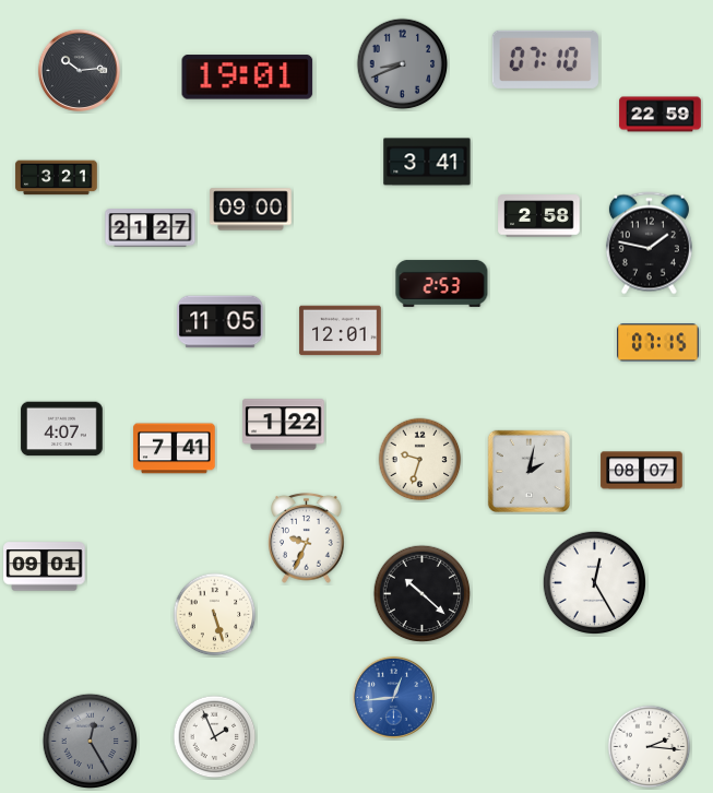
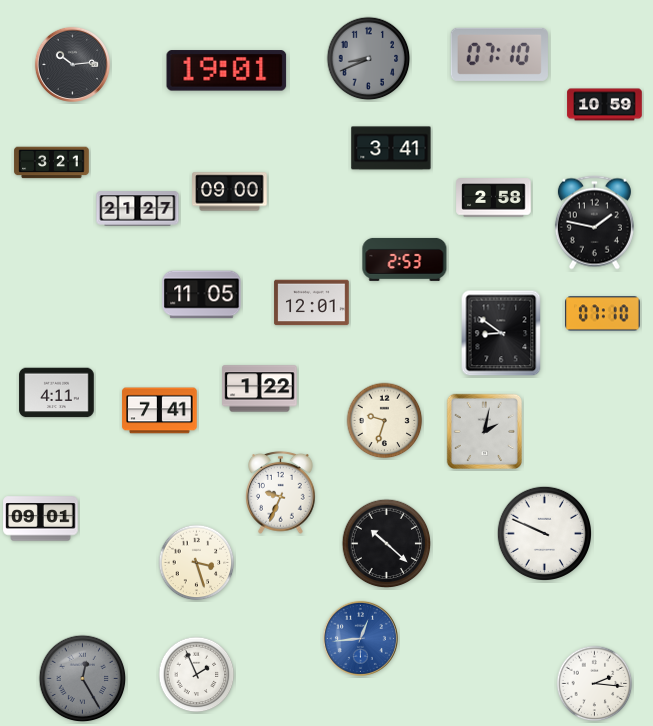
clock at (661, 115): 22:59 -> 10:59
clock at (658, 343): 07:15 -> 07:10
clock at (501, 333): none -> 8:51
clock at (62, 429): 4:07 -> 4:11
clock at (642, 471): 08:07 -> none
clock at (594, 582): 12:25 -> 9:49
clock at (215, 615): 5:27 -> 3:27
